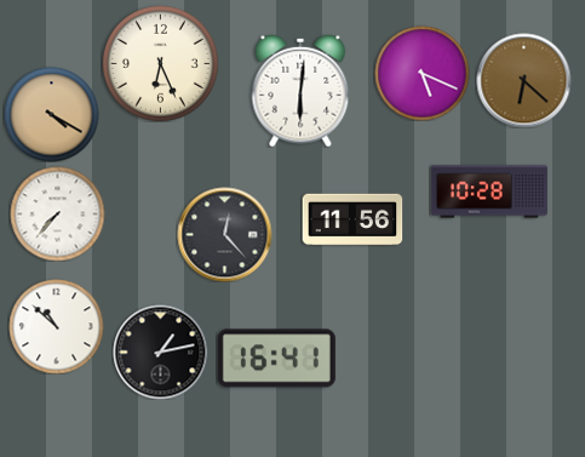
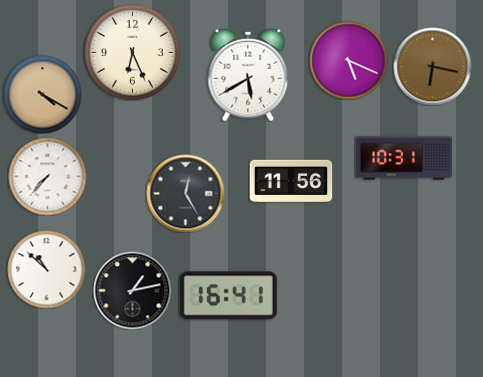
clock at (523, 80): 6:22 -> 6:17
clock at (300, 91): 6:01 -> 5:40
clock at (489, 192): 10:28 -> 10:31
clock at (224, 234): 12:23 -> 12:25
